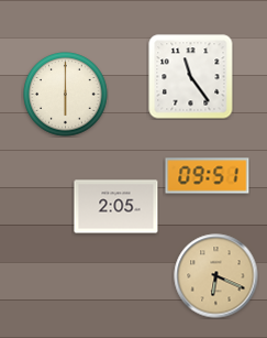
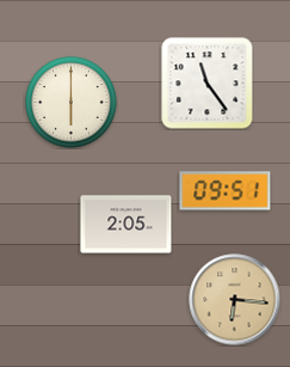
clock at (216, 276): 6:19 -> 6:16
